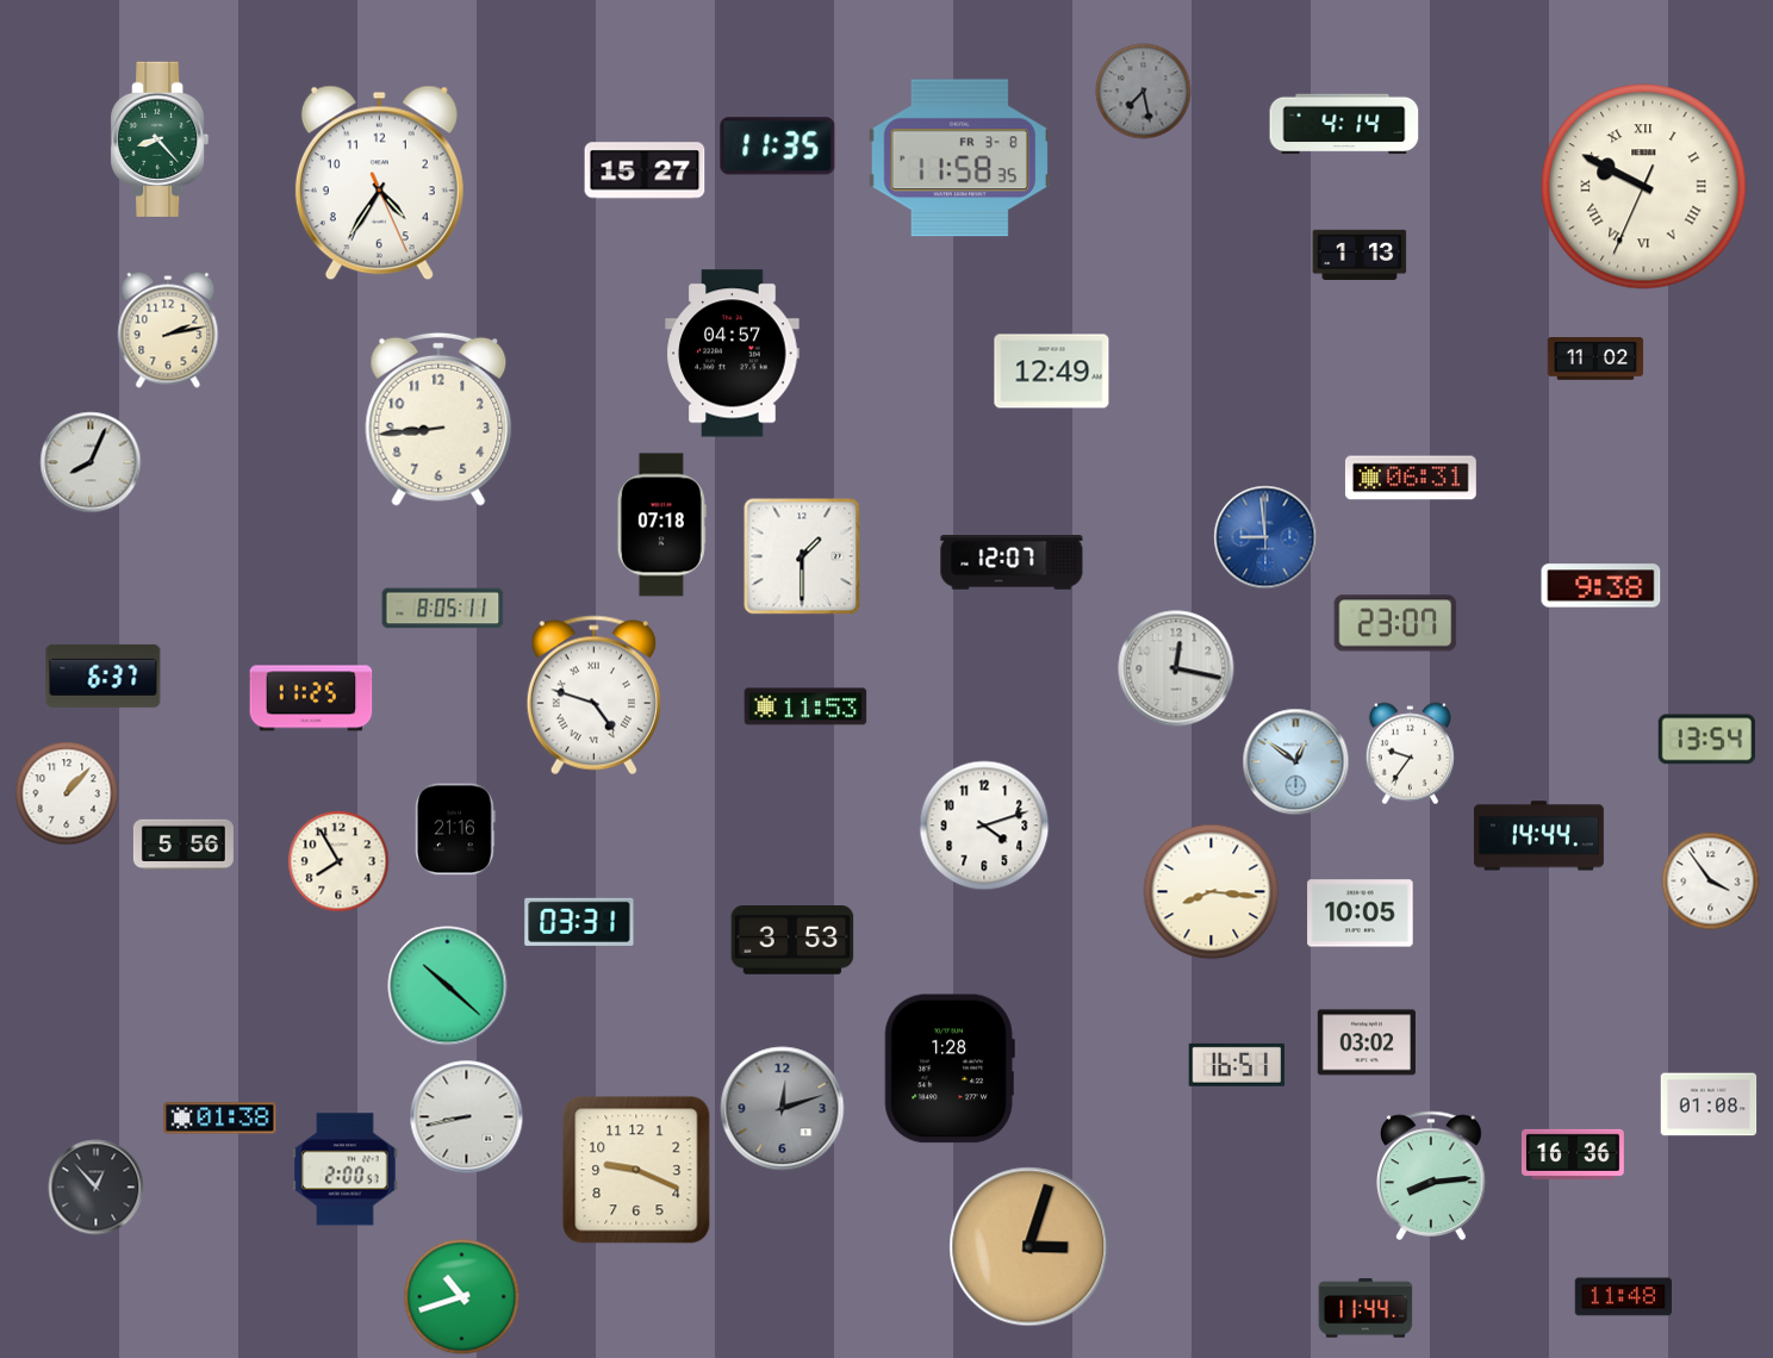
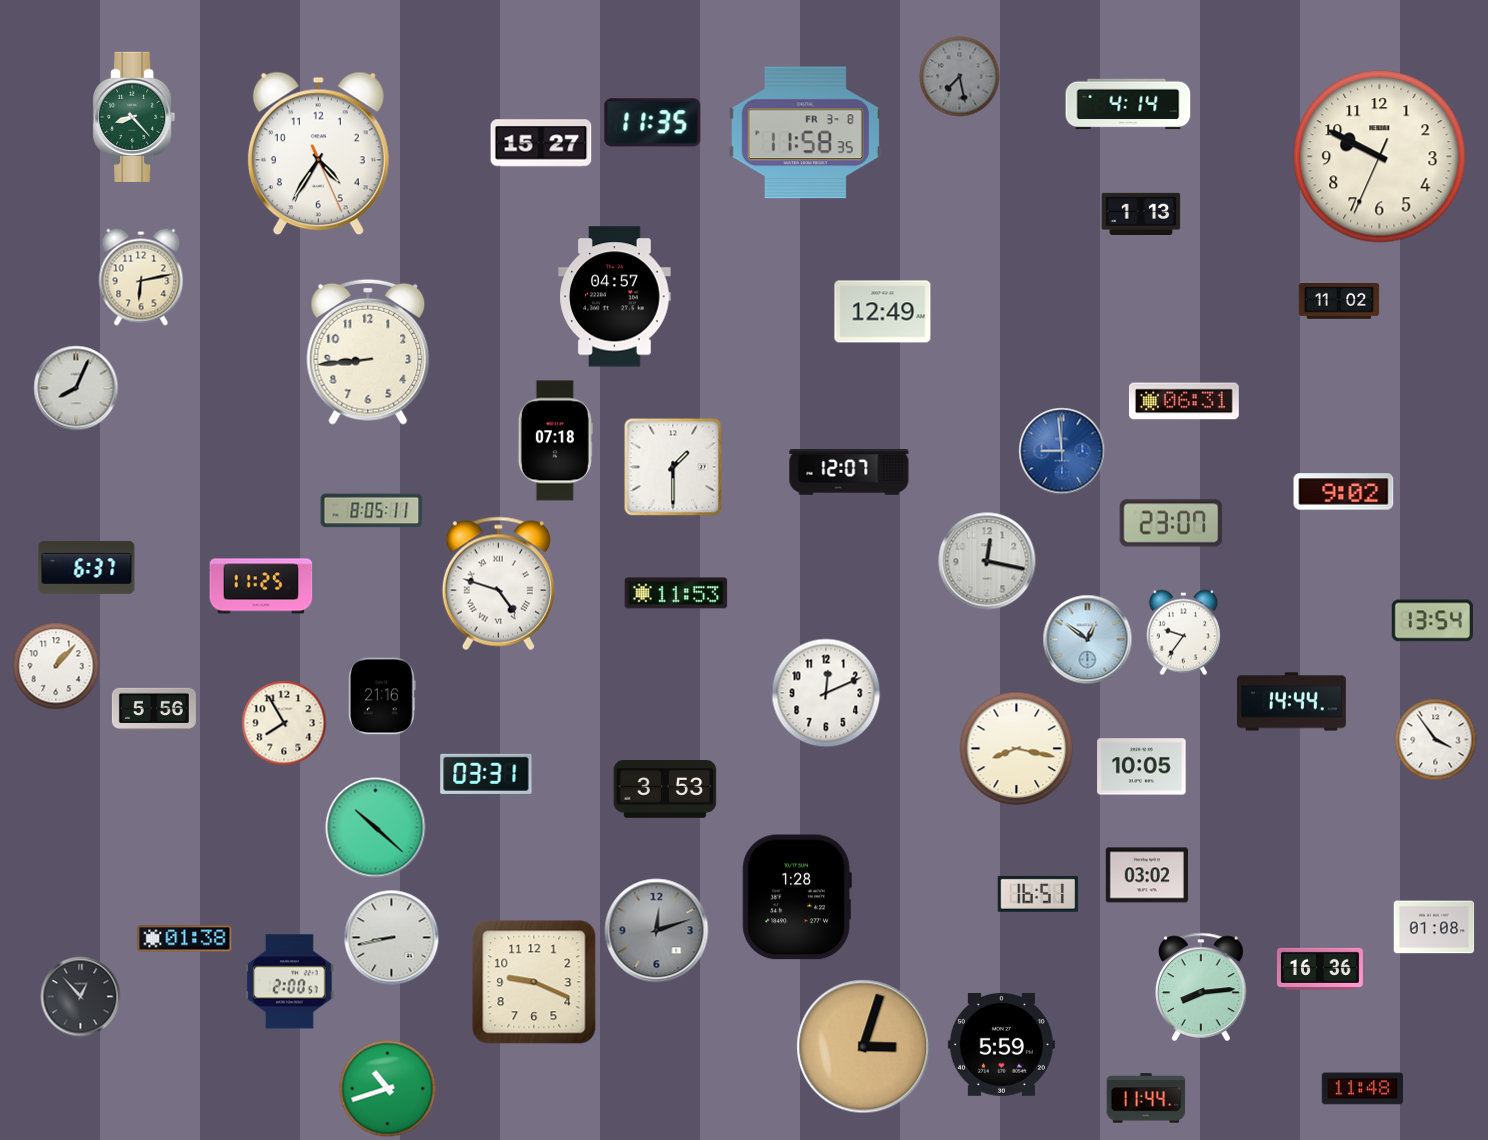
clock at (1644, 187) numerals: Roman -> Arabic
clock at (168, 330): 2:13 -> 6:13
clock at (1601, 586): 9:38 -> 9:02
clock at (984, 826): 4:12 -> 12:11
clock at (1212, 892): 8:16 -> 8:17
clock at (1001, 1044): none -> 5:59
